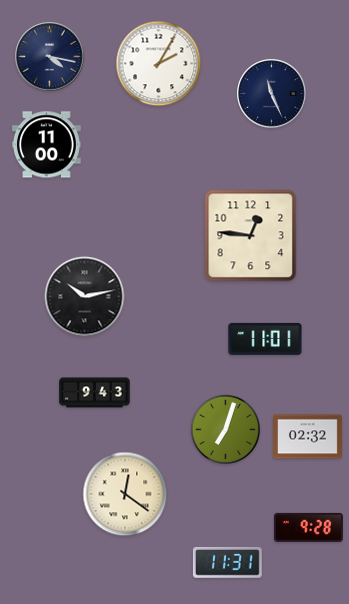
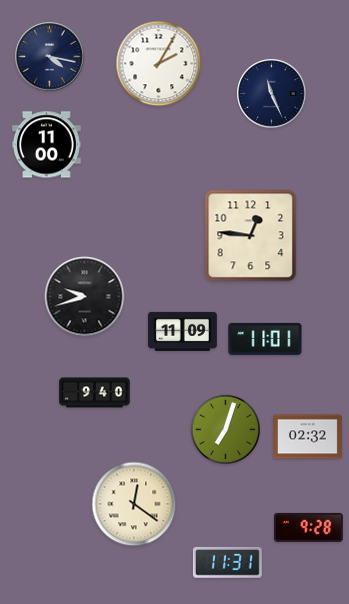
clock at (85, 297): 10:13 -> 9:42
clock at (182, 331): none -> 11:09
clock at (95, 393): 9:43 -> 9:40
clock at (125, 494) position: (125, 494) -> (134, 504)
